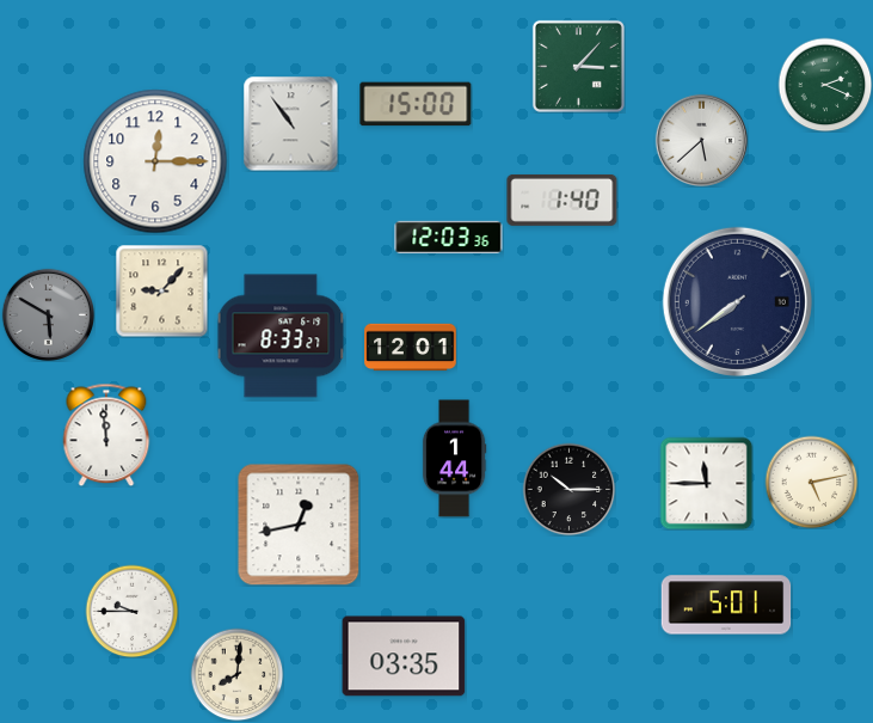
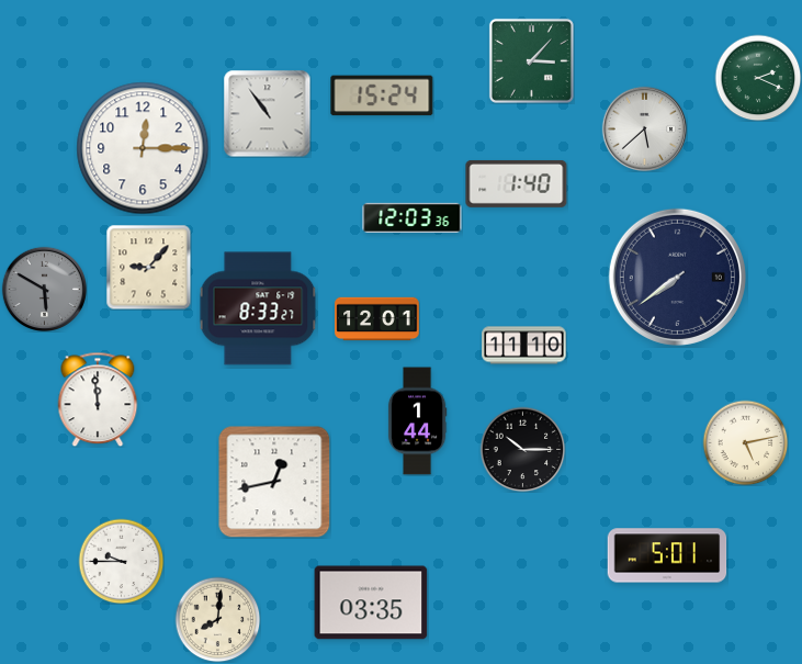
clock at (416, 104): 15:00 -> 15:24
clock at (524, 346): none -> 11:10
clock at (706, 483): 11:45 -> none
